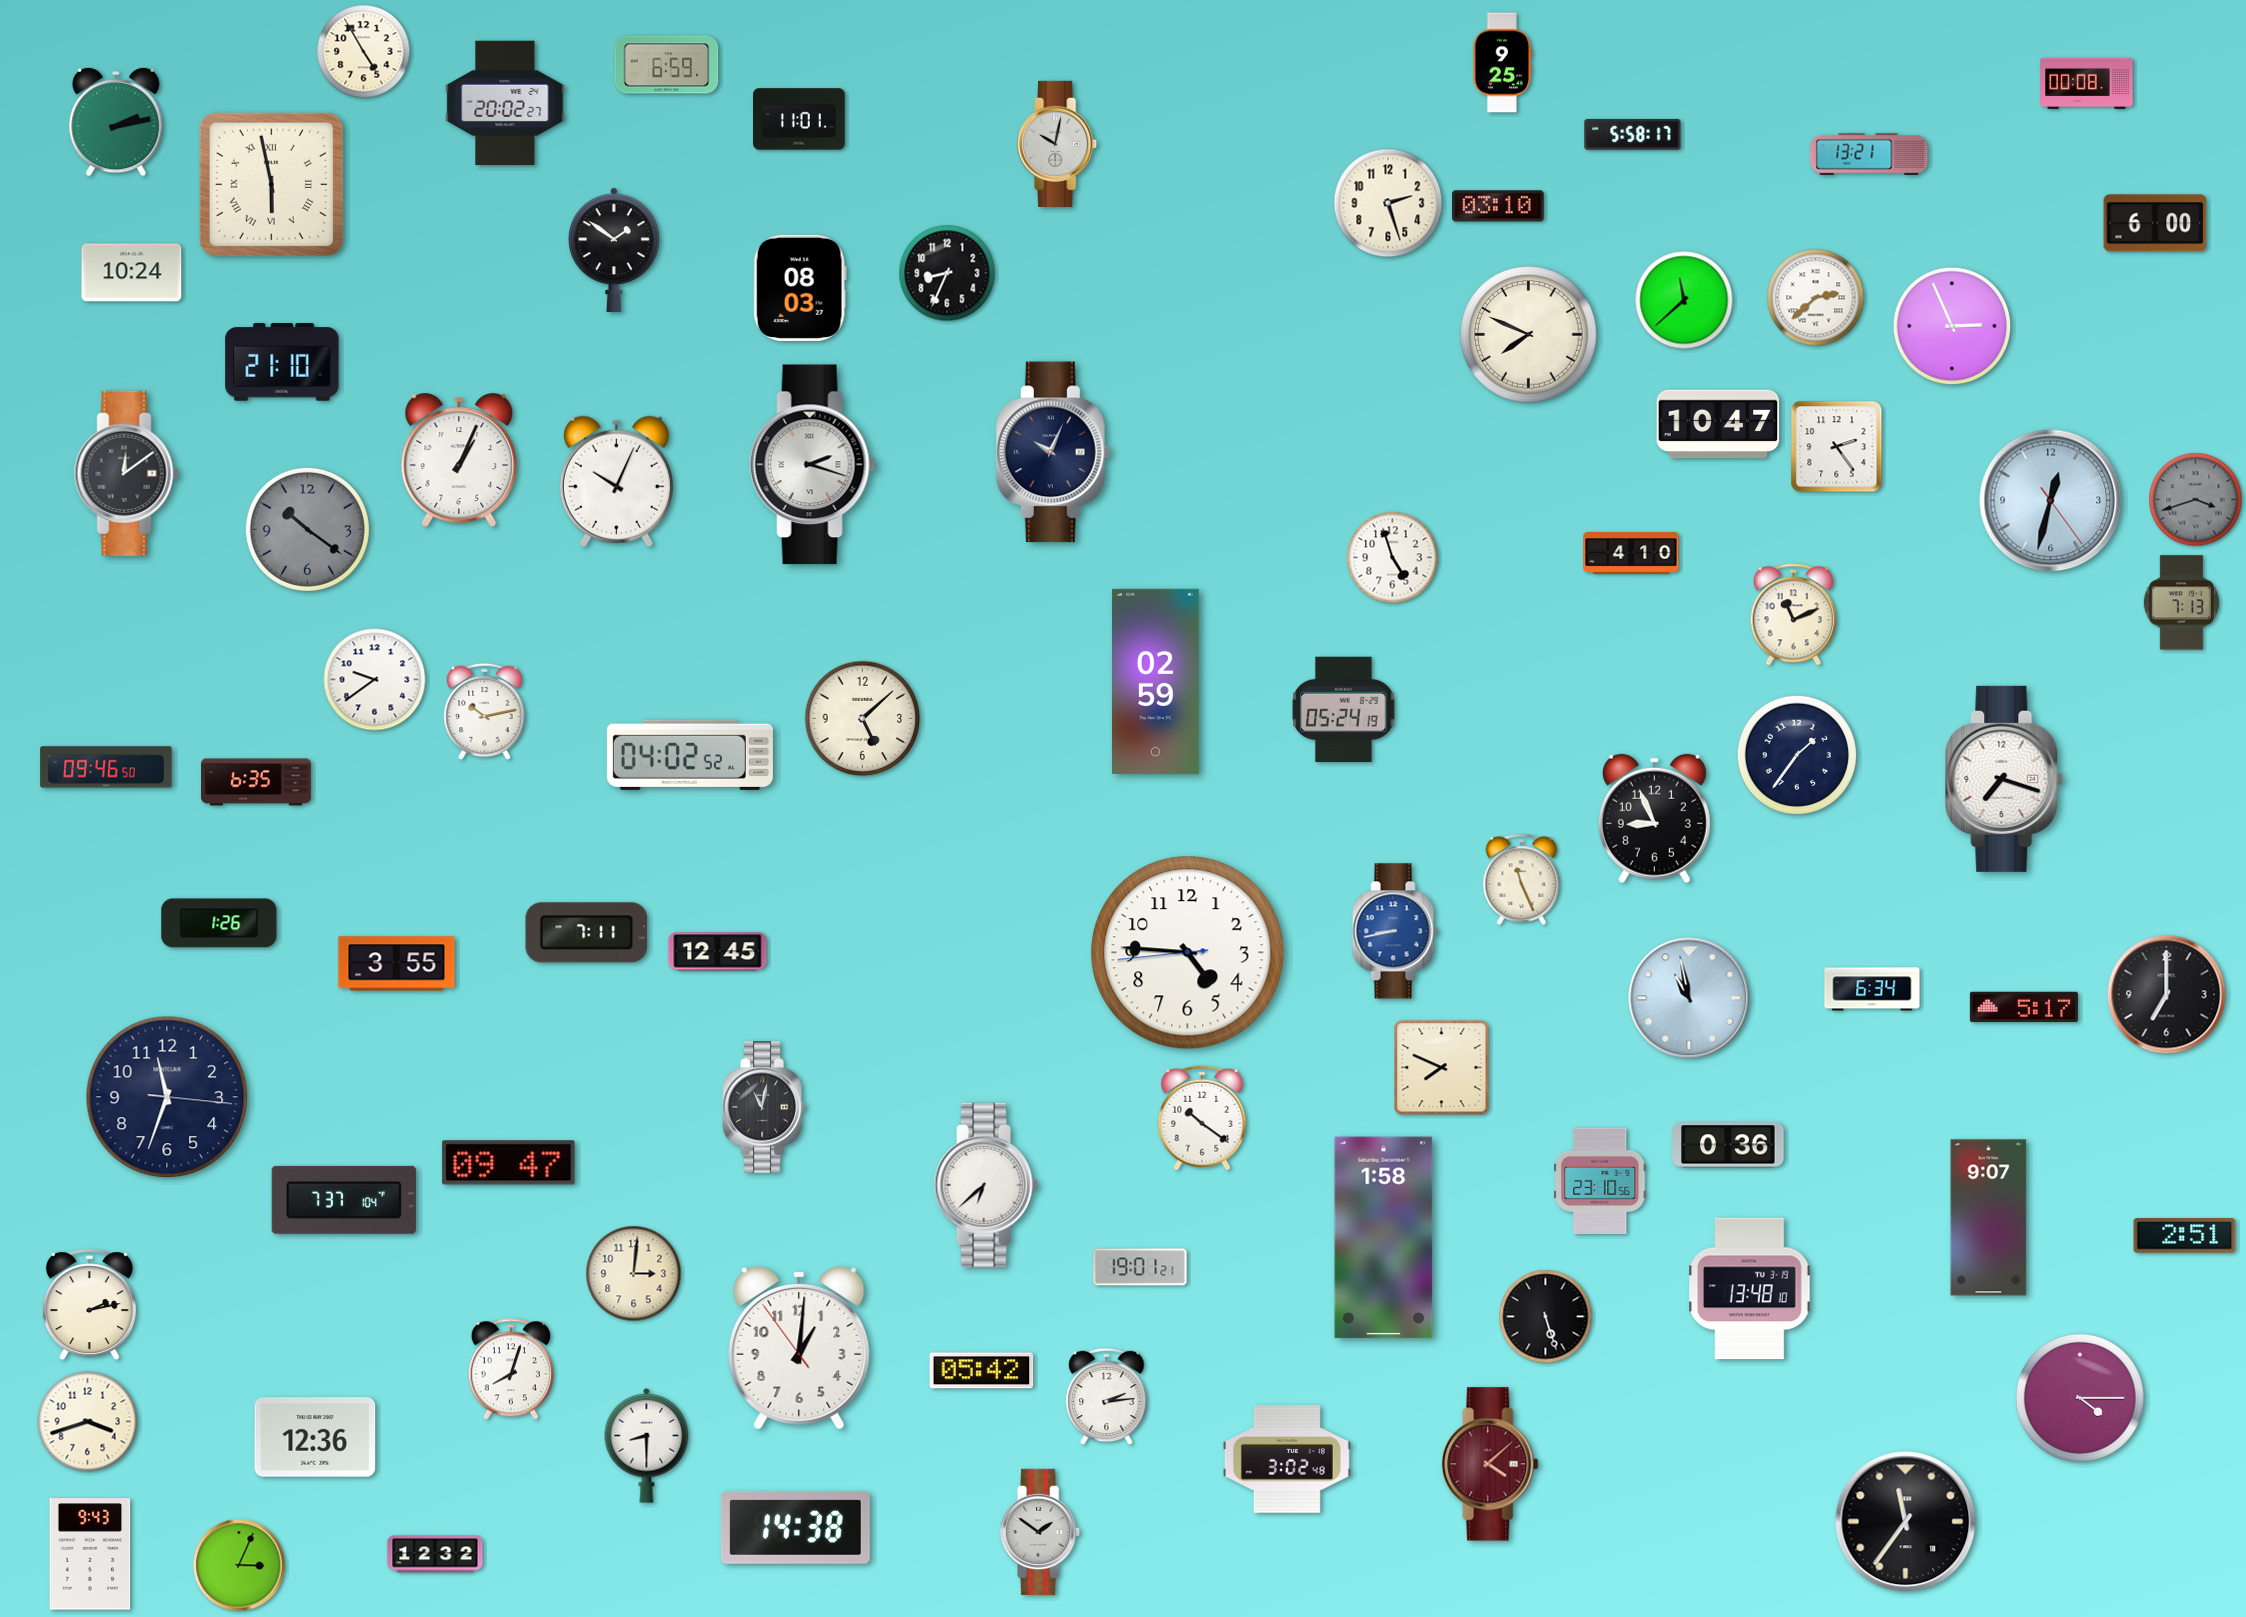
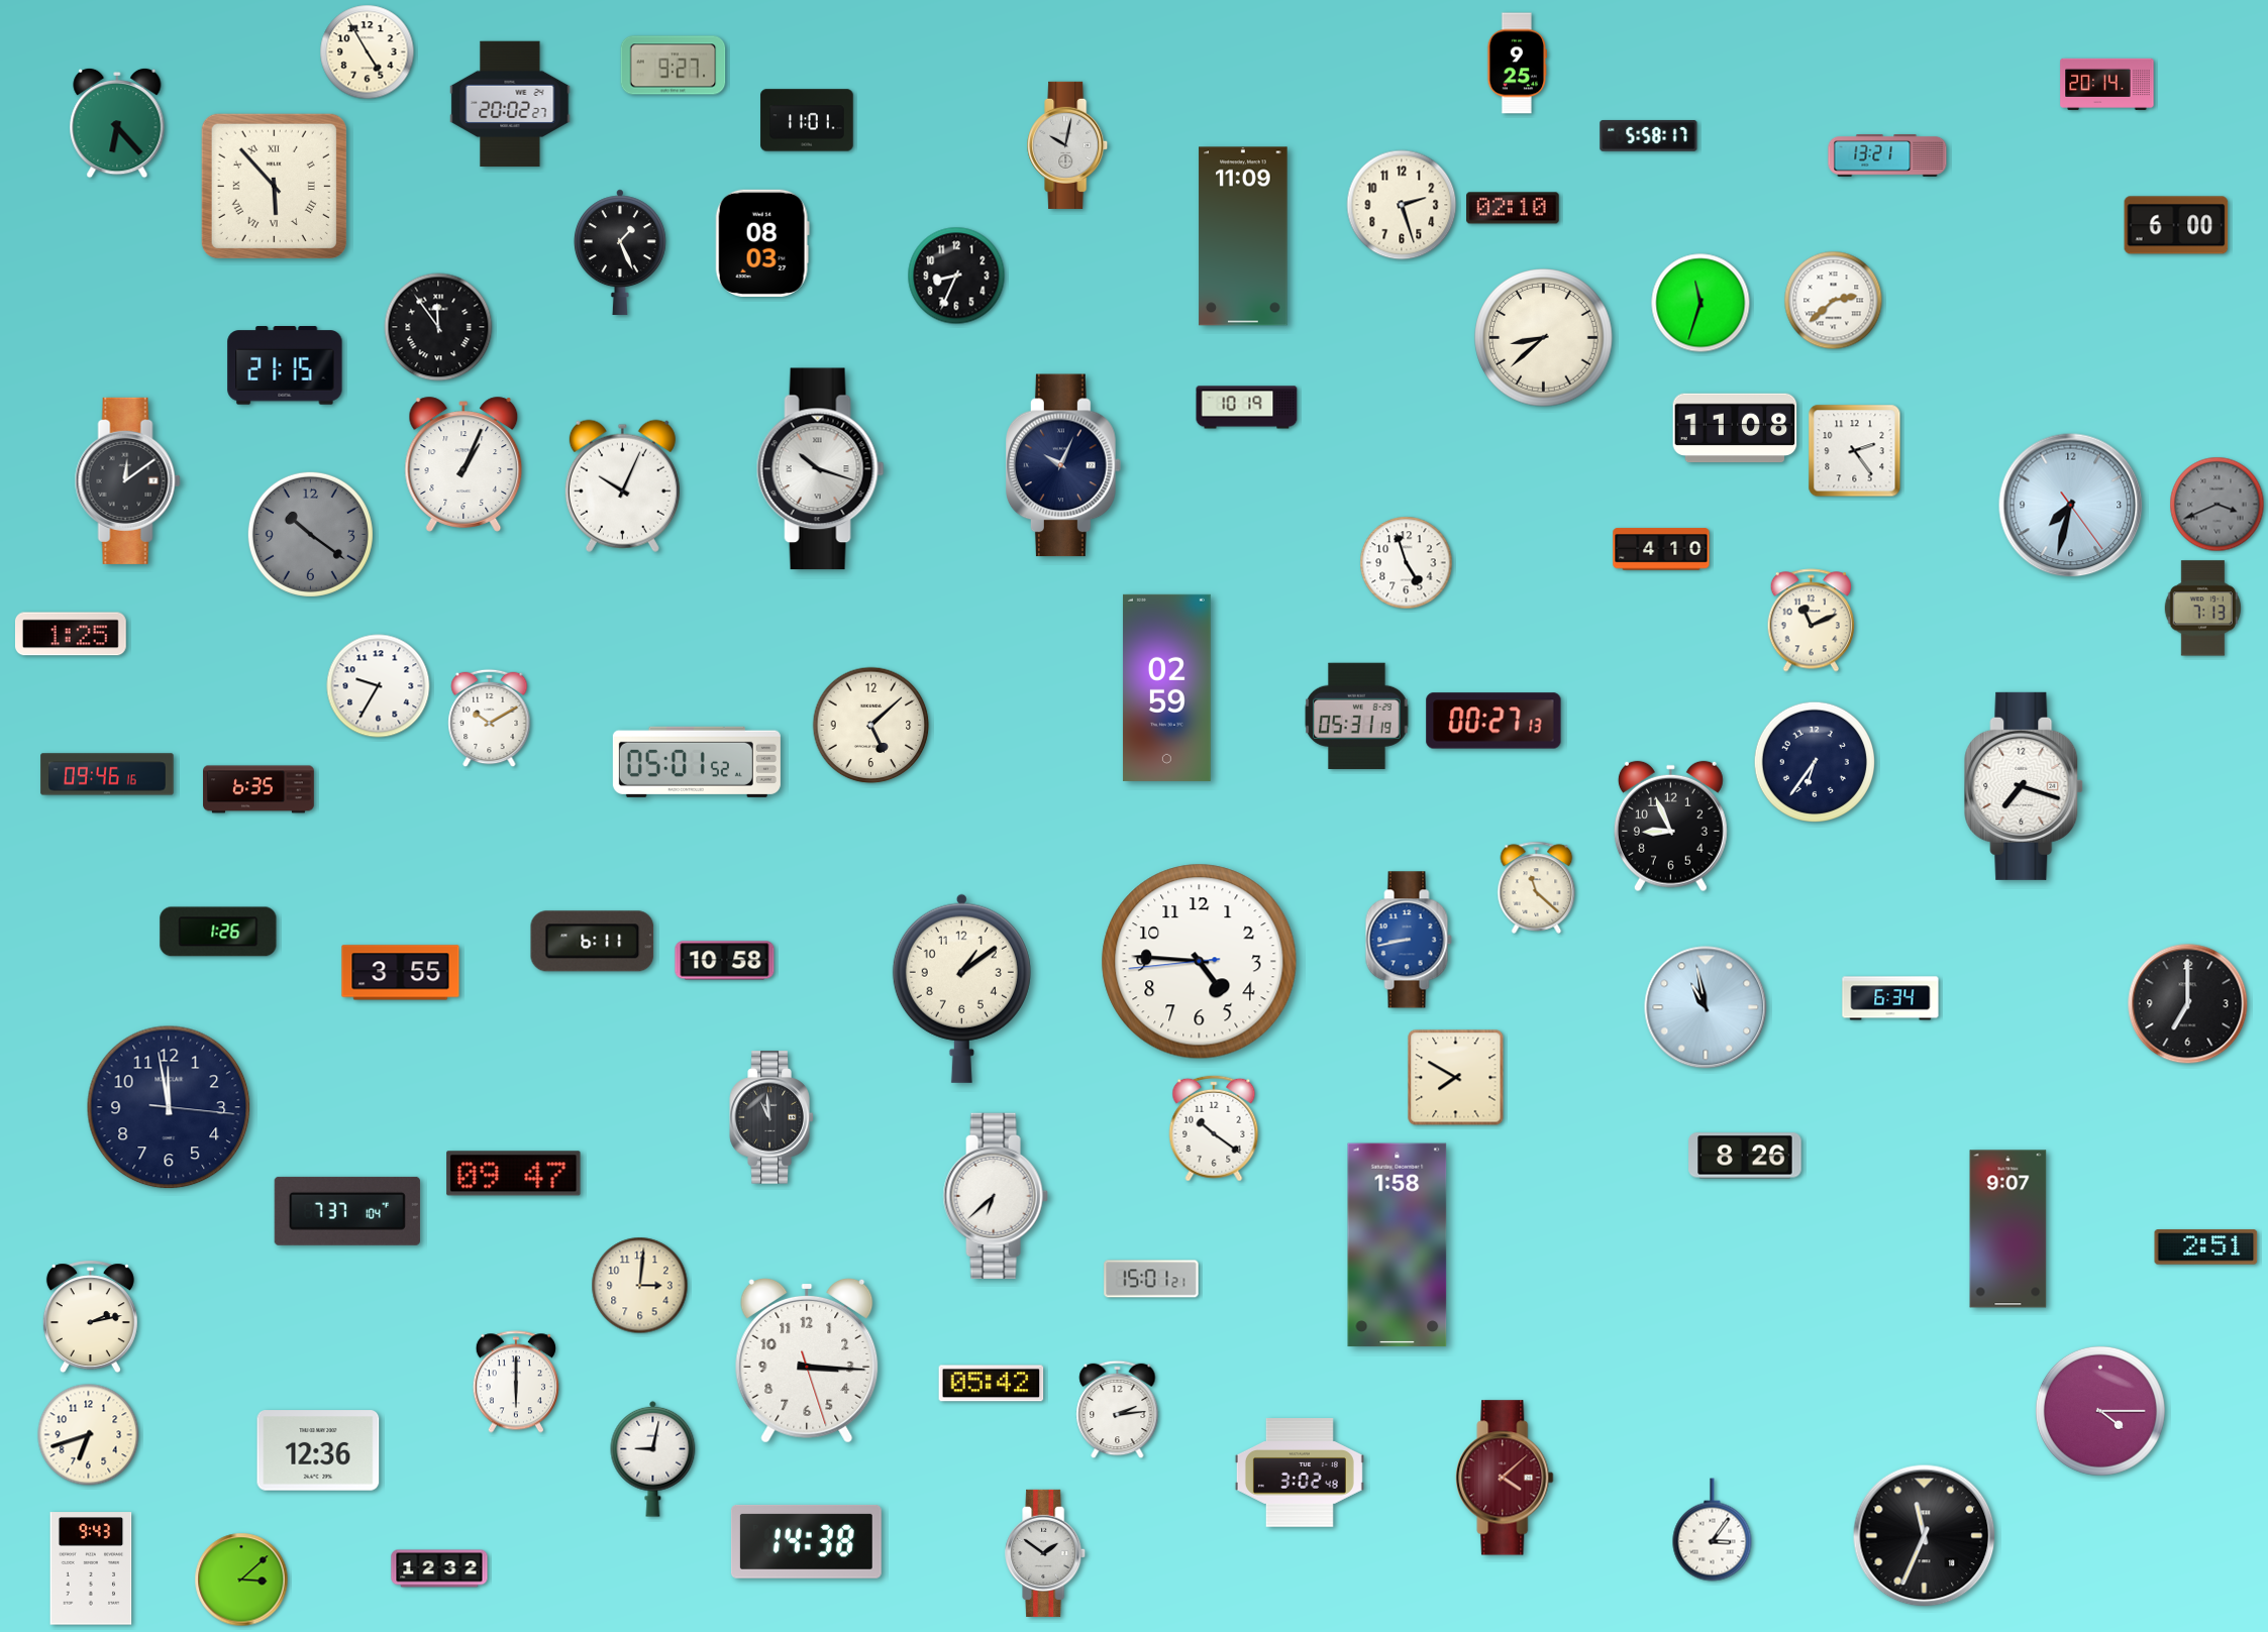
clock at (667, 65): 6:59 -> 9:27
clock at (2087, 83): 00:08 -> 20:14
clock at (116, 122): 2:13 -> 6:23
clock at (271, 184): 5:58 -> 5:53
clock at (1498, 206): 03:10 -> 02:10
clock at (1243, 236): none -> 11:09
clock at (614, 250): 1:51 -> 1:26
clock at (132, 273): 10:24 -> none
clock at (800, 288) position: (800, 288) -> (762, 243)
clock at (1684, 300): 11:38 -> 11:33
clock at (438, 327): none -> 11:54
clock at (1952, 326): 2:56 -> none
clock at (1529, 335): 7:49 -> 8:38
clock at (282, 362): 21:10 -> 21:15
clock at (1247, 408): none -> 10:19
clock at (1718, 424): 10:47 -> 11:08
clock at (1054, 452) position: (1054, 452) -> (1064, 465)
clock at (812, 465): 2:18 -> 10:18
clock at (126, 473) position: (126, 473) -> (127, 480)
clock at (2196, 500): 3:42 -> 3:41
clock at (2051, 501): 12:32 -> 7:32
clock at (1631, 553) position: (1631, 553) -> (1661, 549)
clock at (71, 634): none -> 1:25
clock at (375, 680): 9:39 -> 9:35
clock at (1344, 709): 05:24 -> 05:31
clock at (485, 712): 10:13 -> 10:10
clock at (1493, 721): none -> 00:27
clock at (1796, 754): 1:36 -> 6:36
clock at (690, 755): 04:02 -> 05:01
clock at (106, 767): 09:46:50 -> 09:46:16
clock at (1522, 879): 11:26 -> 11:22
clock at (219, 923) position: (219, 923) -> (218, 932)
clock at (587, 933): 7:11 -> 6:11
clock at (718, 952): 12:45 -> 10:58
clock at (961, 988): none -> 1:09
clock at (2024, 1007): 5:17 -> none
clock at (1442, 1068): 7:49 -> 7:50
clock at (167, 1097): 11:33 -> 11:58
clock at (764, 1107): 11:02 -> 10:59
clock at (1728, 1145): 0:36 -> 8:26
clock at (1600, 1181): 23:10 -> none
clock at (1384, 1238) position: (1384, 1238) -> (1398, 1245)
clock at (1140, 1267): 19:01 -> 15:01
clock at (1750, 1289): 13:48 -> none
clock at (1546, 1317): 5:27 -> none
clock at (799, 1348): 1:00 -> 3:15
clock at (511, 1369): 8:03 -> 6:00
clock at (88, 1422): 3:42 -> 6:42
clock at (647, 1445): 8:30 -> 9:02
clock at (1713, 1530): none -> 3:06
clock at (1906, 1522): 11:36 -> 11:34
clock at (795, 1527) position: (795, 1527) -> (806, 1541)
clock at (1041, 1532) position: (1041, 1532) -> (1046, 1553)
clock at (239, 1565): 3:04 -> 3:08
